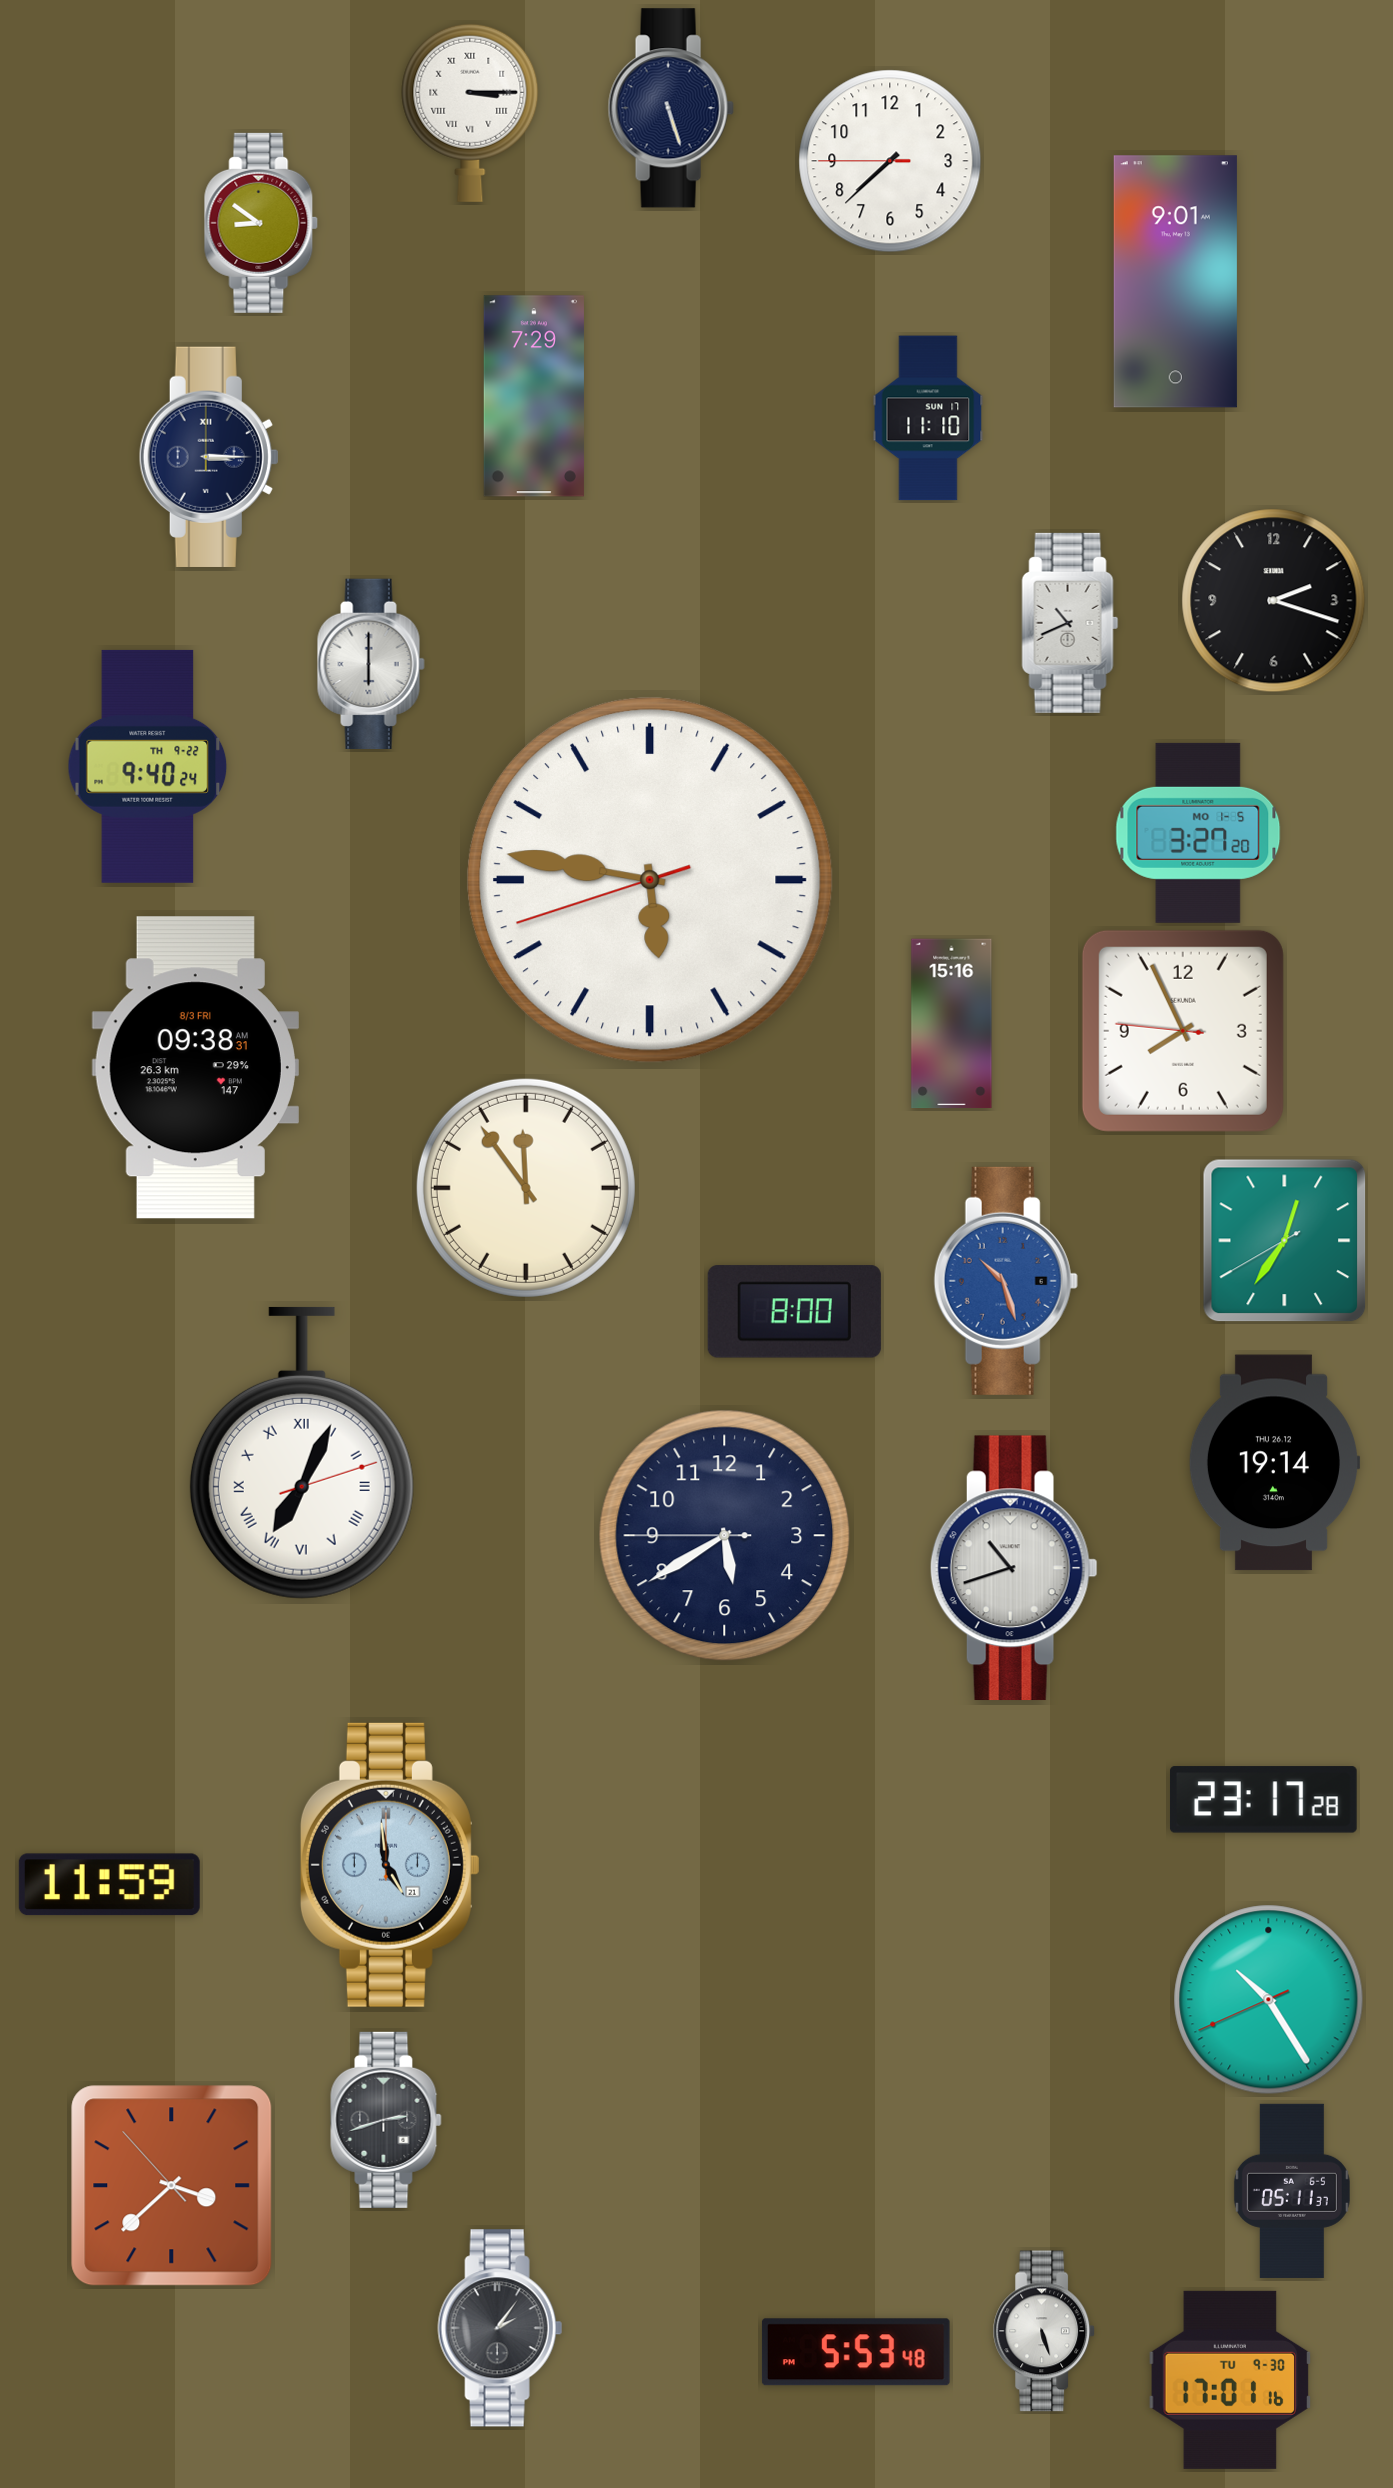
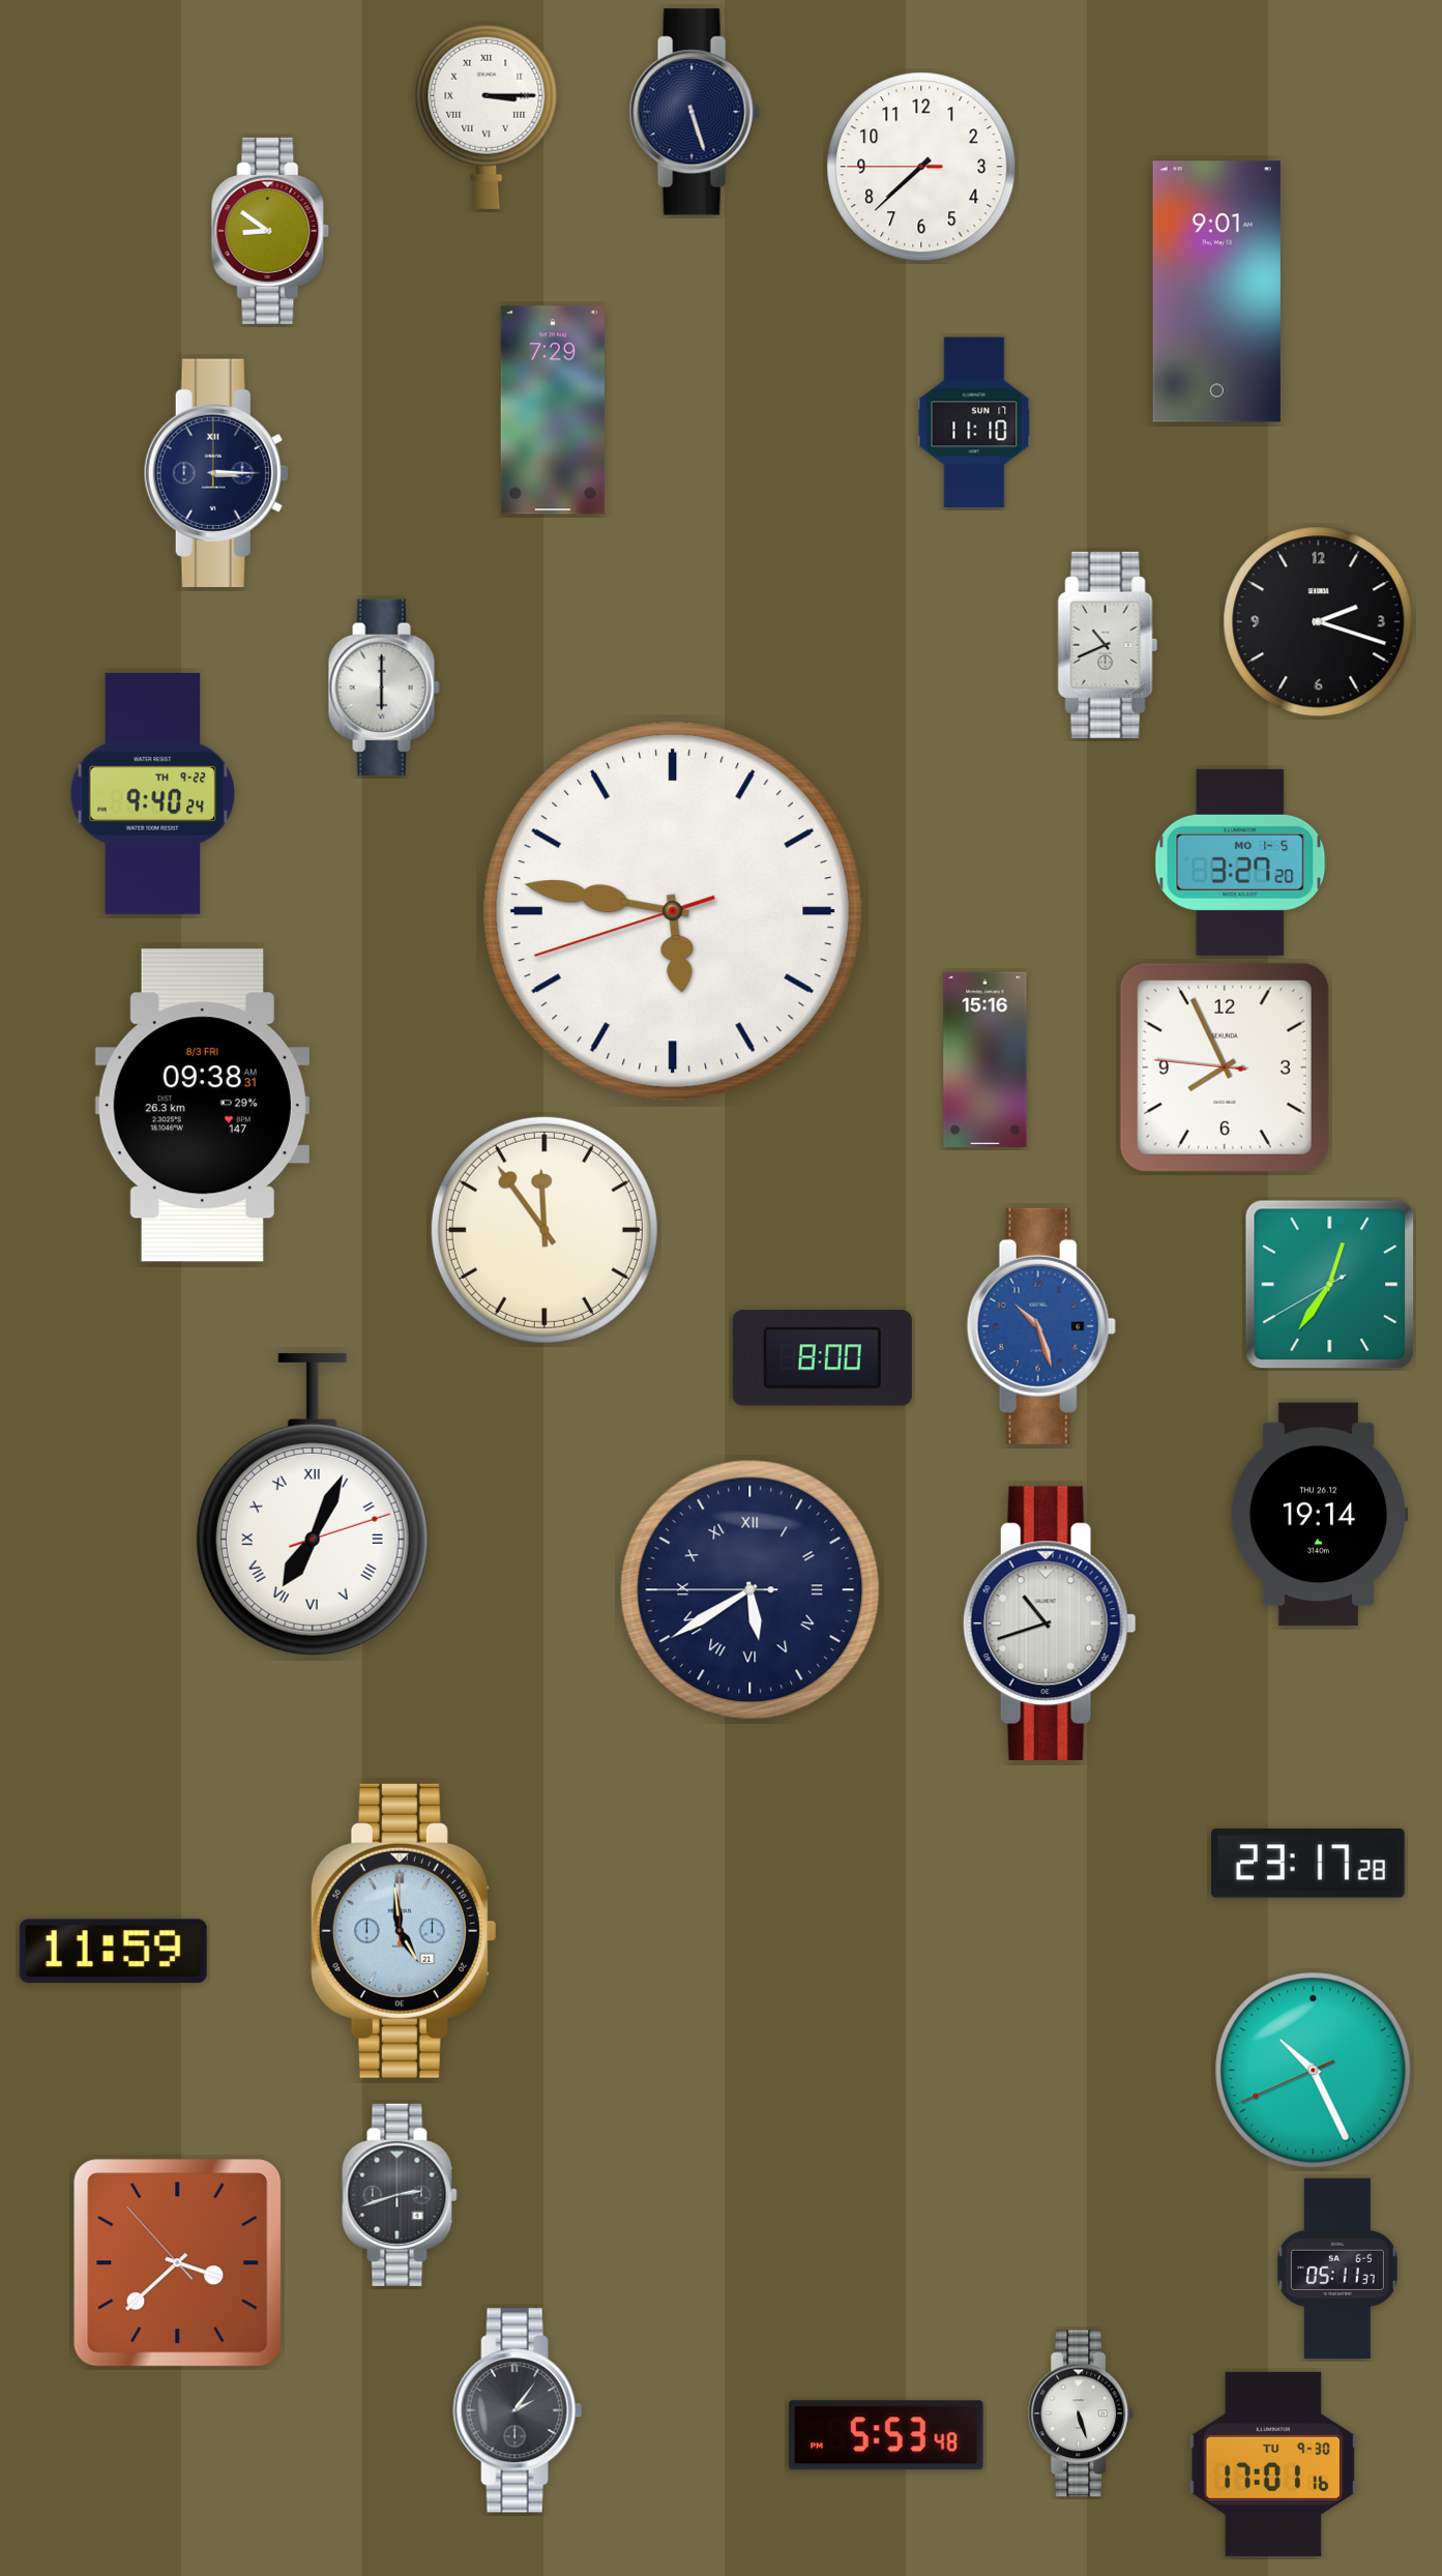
clock at (928, 418) position: (928, 418) -> (974, 422)
clock at (725, 1536) numerals: Arabic -> Roman
clock at (1269, 2000): 10:24 -> 10:25
